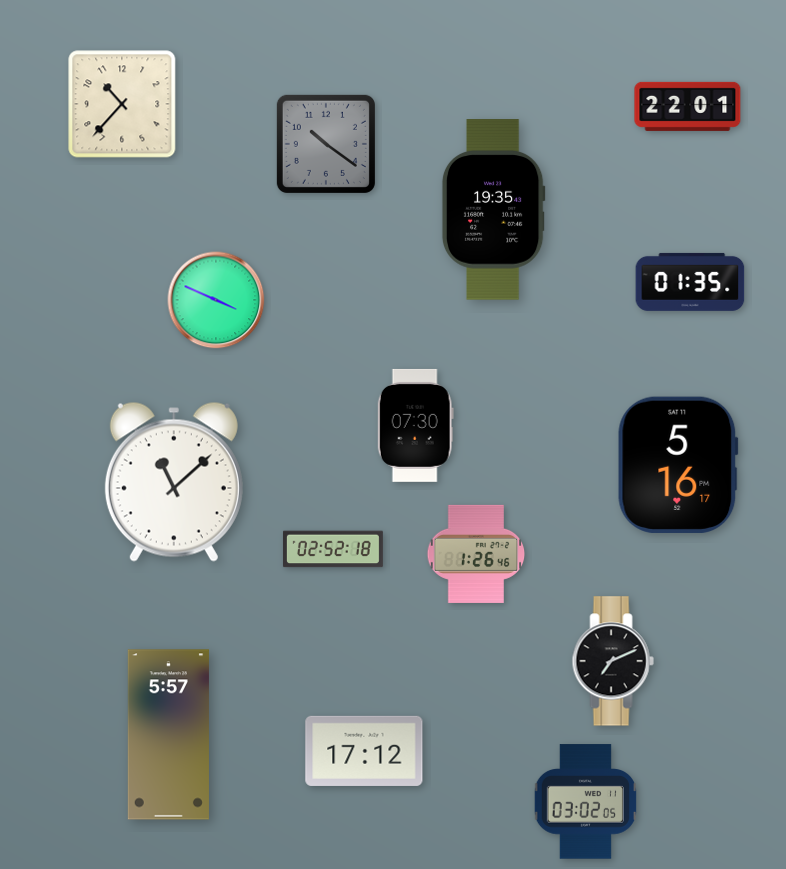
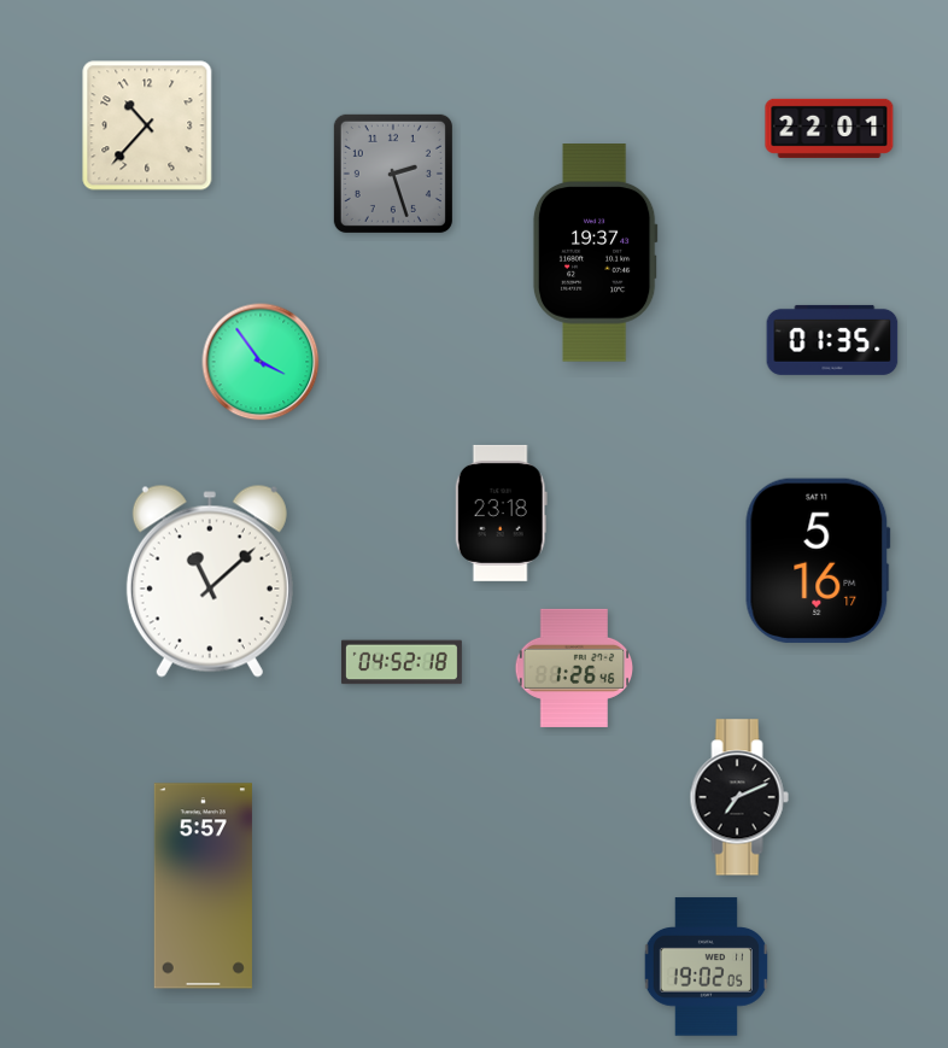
clock at (326, 144): 10:21 -> 2:27
clock at (493, 210): 19:35 -> 19:37
clock at (216, 300): 3:49 -> 3:54
clock at (415, 425): 07:30 -> 23:18
clock at (333, 549): 02:52 -> 04:52
clock at (364, 751): 17:12 -> none
clock at (585, 802): 03:02 -> 19:02
